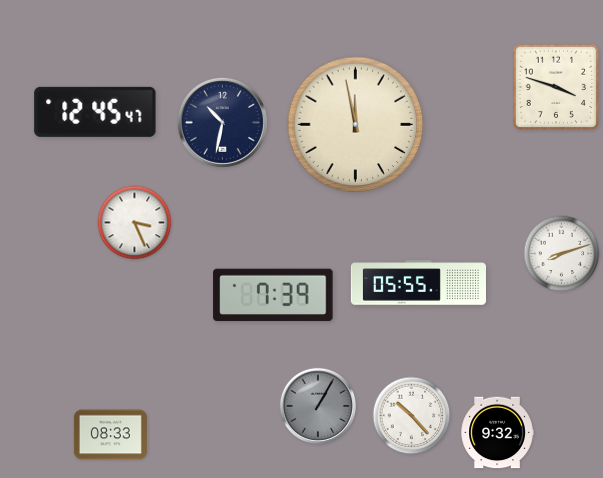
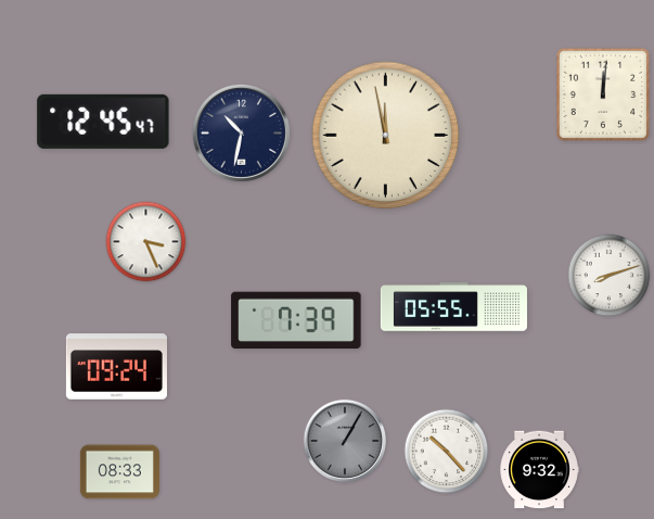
clock at (556, 87): 3:48 -> 12:01
clock at (116, 367): none -> 09:24
